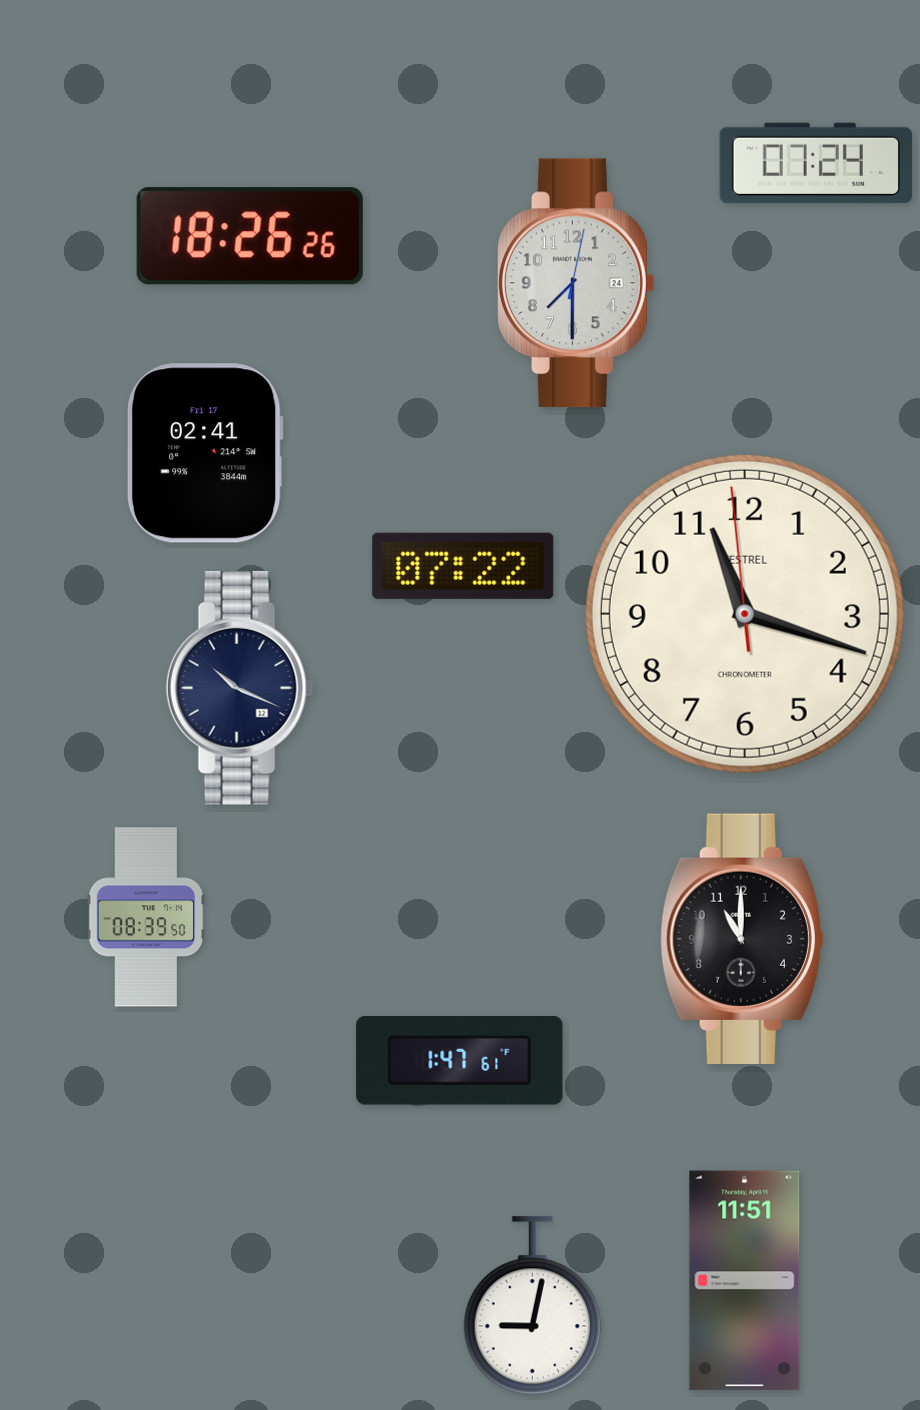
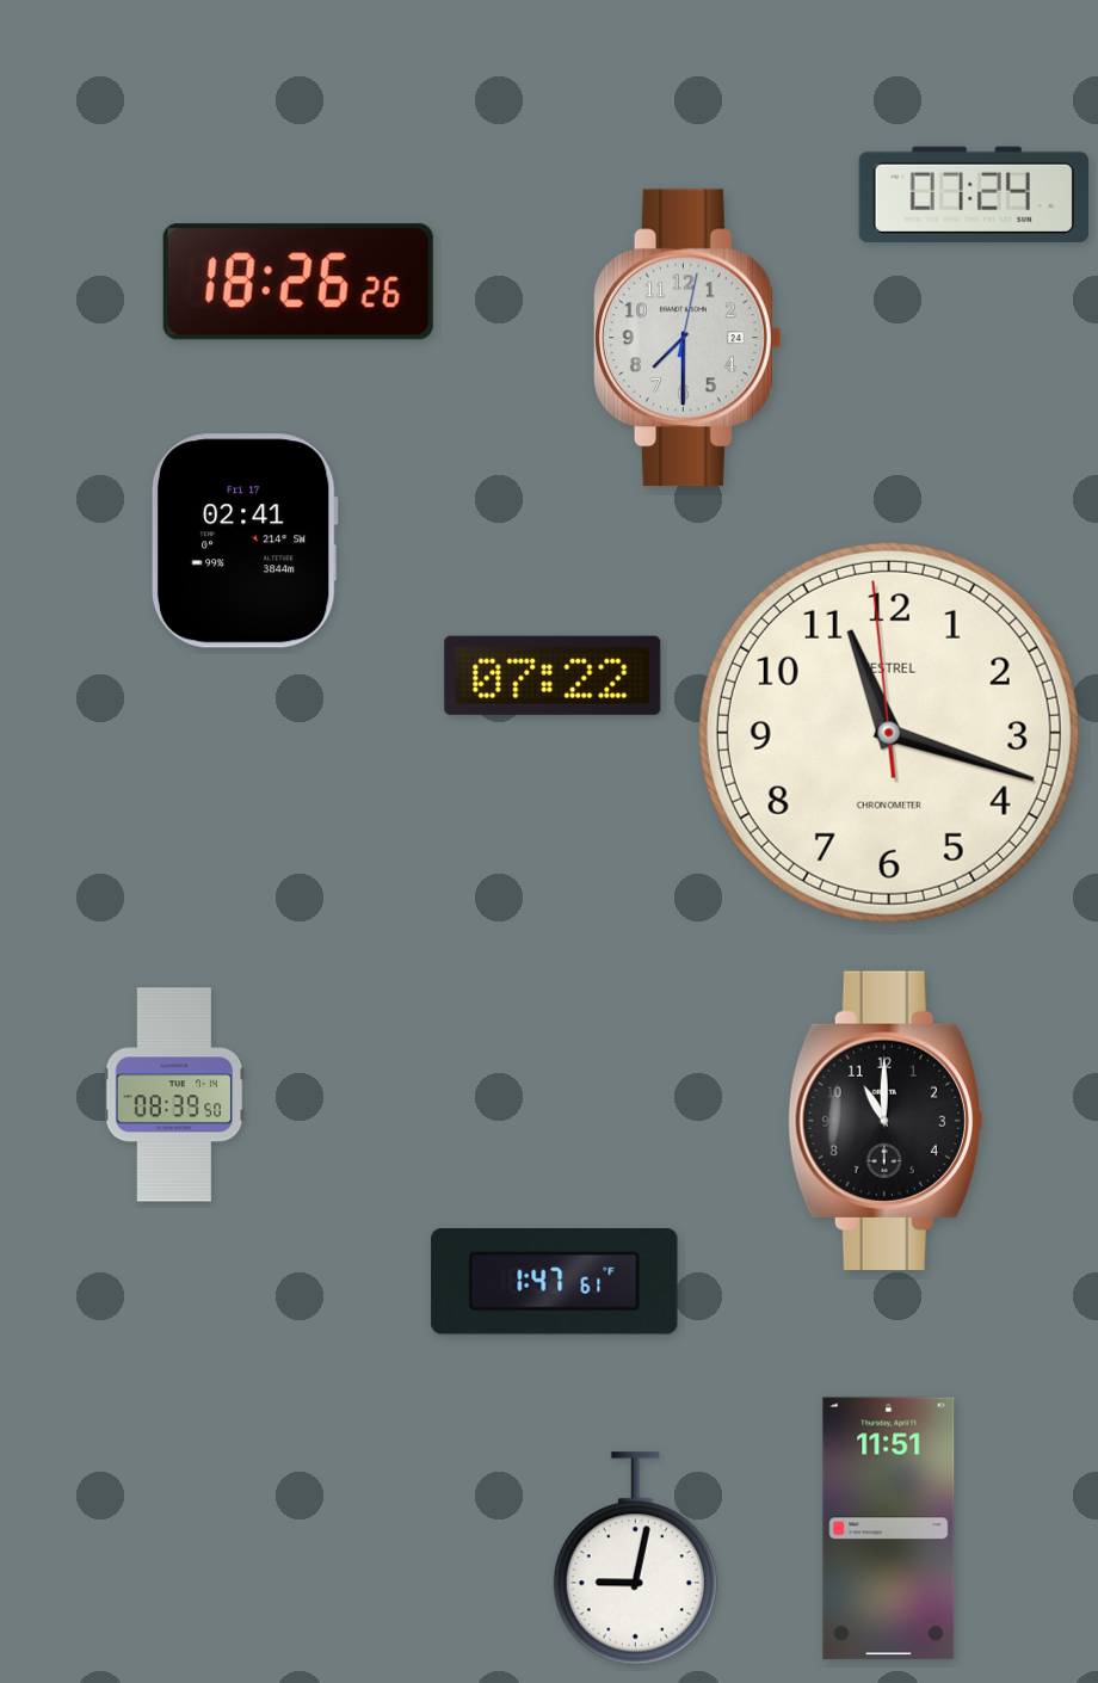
clock at (240, 688): 10:19 -> none
clock at (460, 1061) position: (460, 1061) -> (555, 1282)
